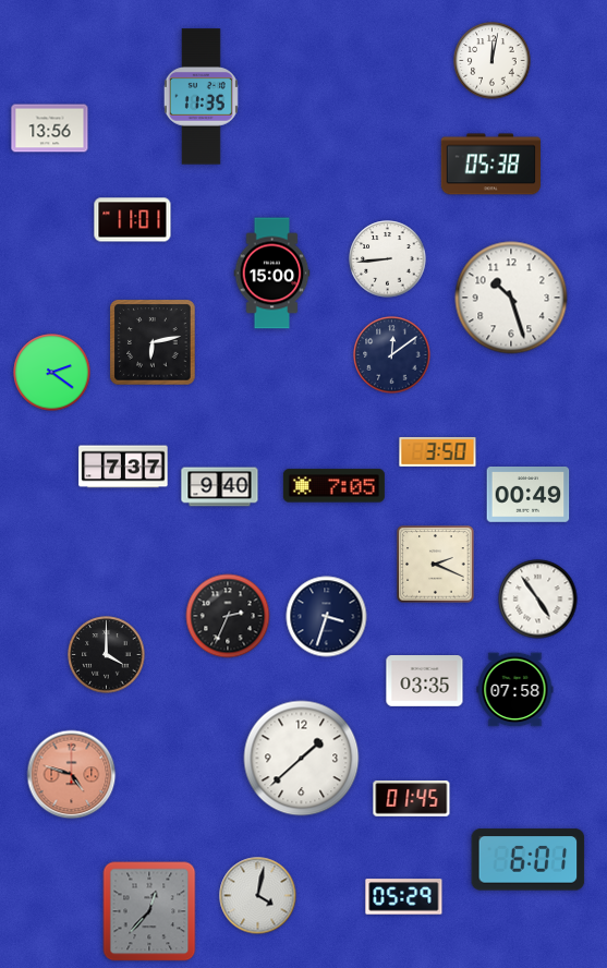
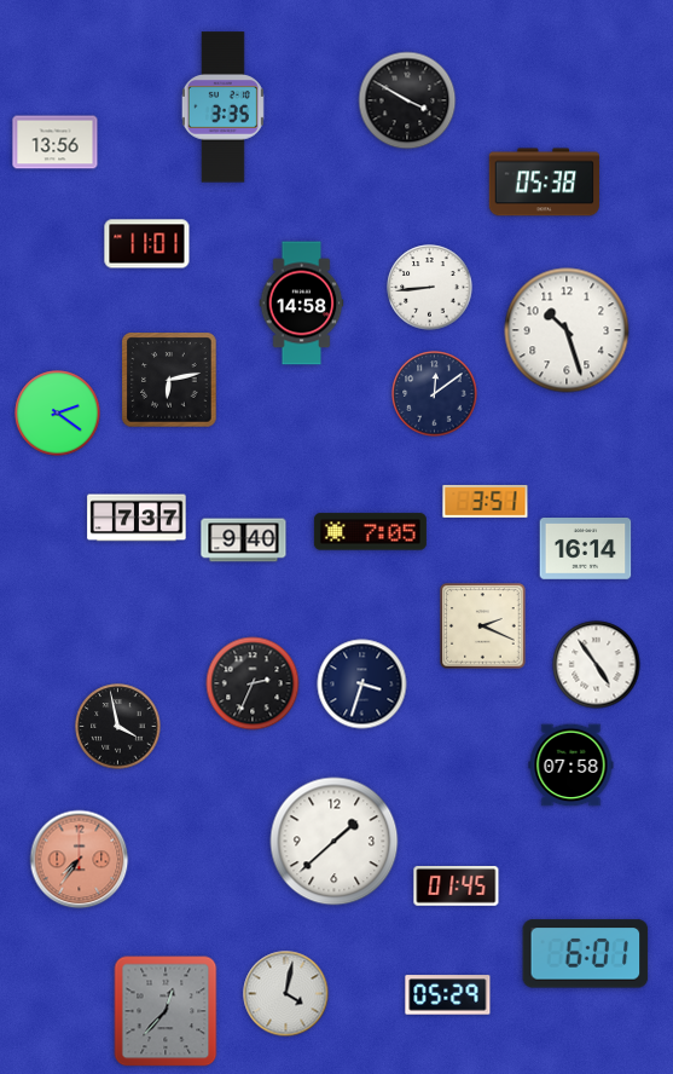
clock at (493, 61): 12:02 -> none
clock at (407, 100): none -> 3:50
clock at (201, 97): 11:35 -> 3:35
clock at (272, 274): 15:00 -> 14:58
clock at (438, 452): 3:50 -> 3:51
clock at (333, 486) position: (333, 486) -> (370, 532)
clock at (529, 495): 00:49 -> 16:14
clock at (107, 655): 4:00 -> 3:58
clock at (425, 681): 03:35 -> none
clock at (72, 775): 4:48 -> 7:36
